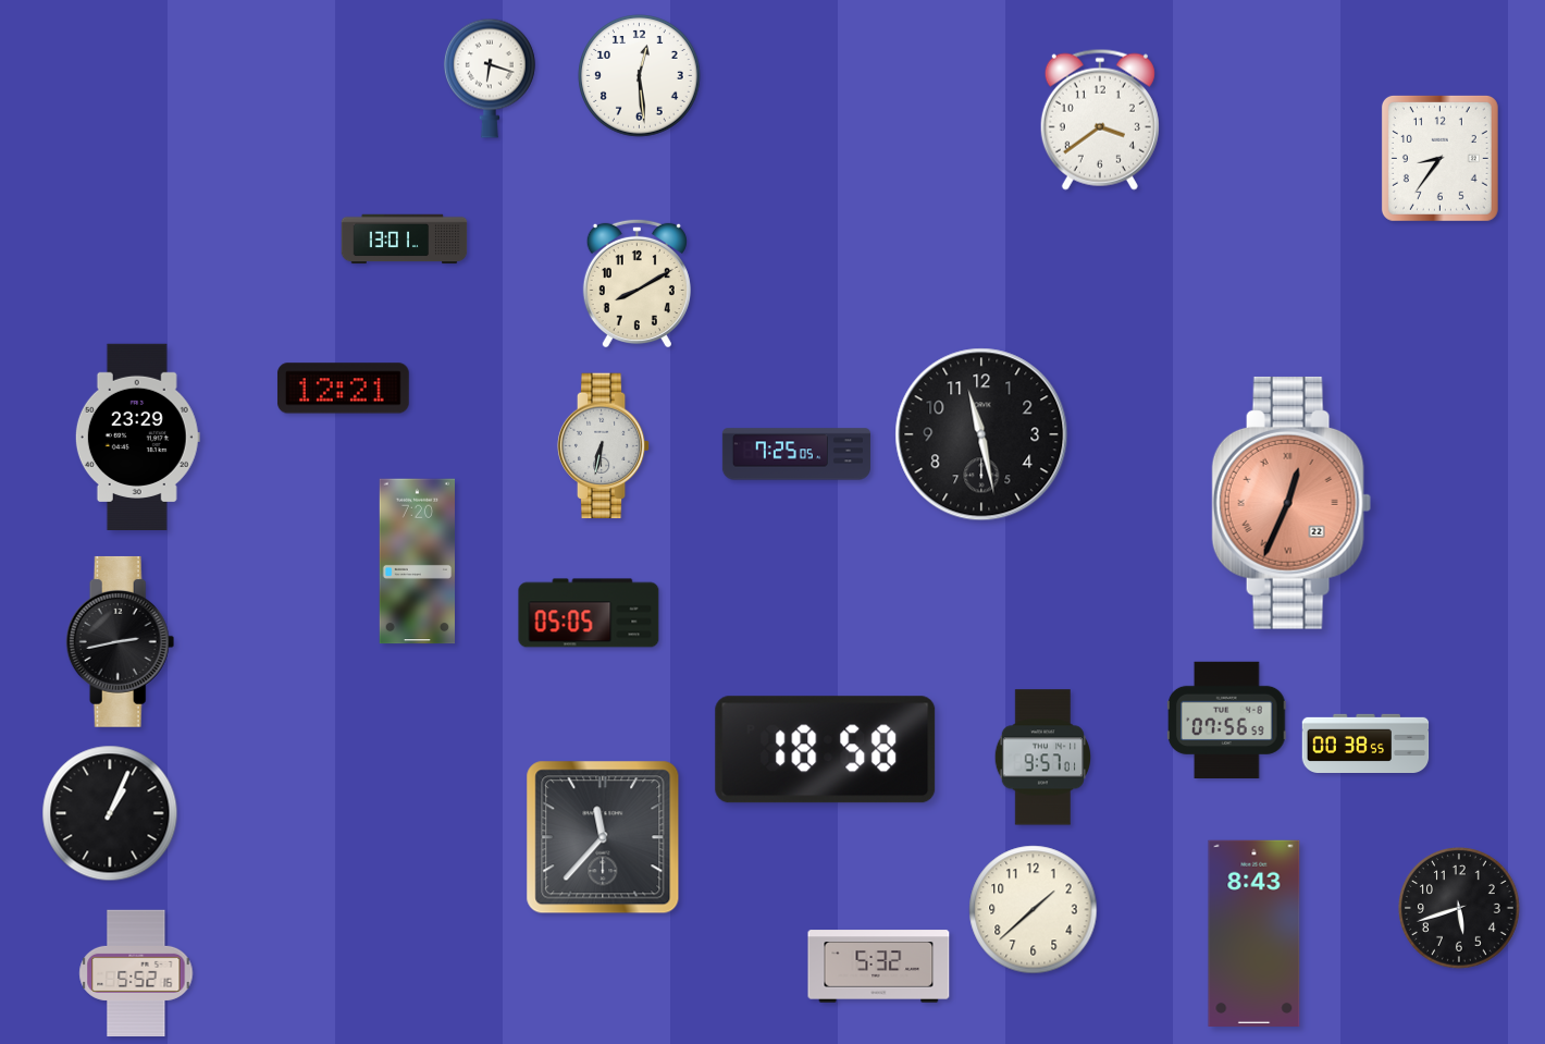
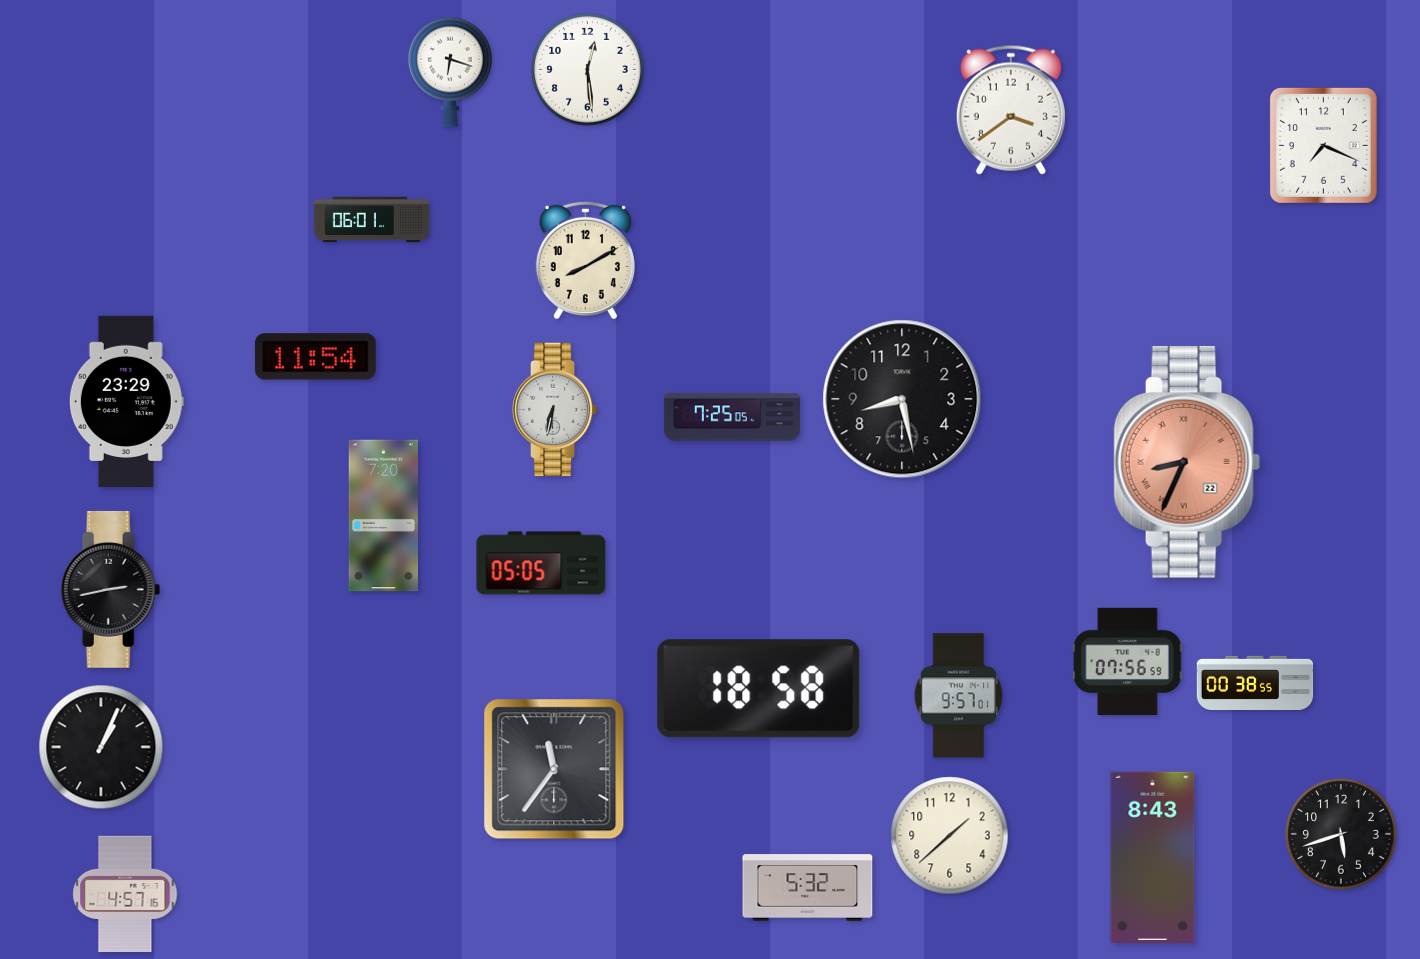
clock at (1439, 158): 8:36 -> 7:19
clock at (405, 239): 13:01 -> 06:01
clock at (343, 389): 12:21 -> 11:54
clock at (981, 434): 11:28 -> 8:28
clock at (1291, 503): 12:34 -> 8:34
clock at (603, 837): 11:37 -> 11:36
clock at (136, 973): 5:52 -> 4:57
